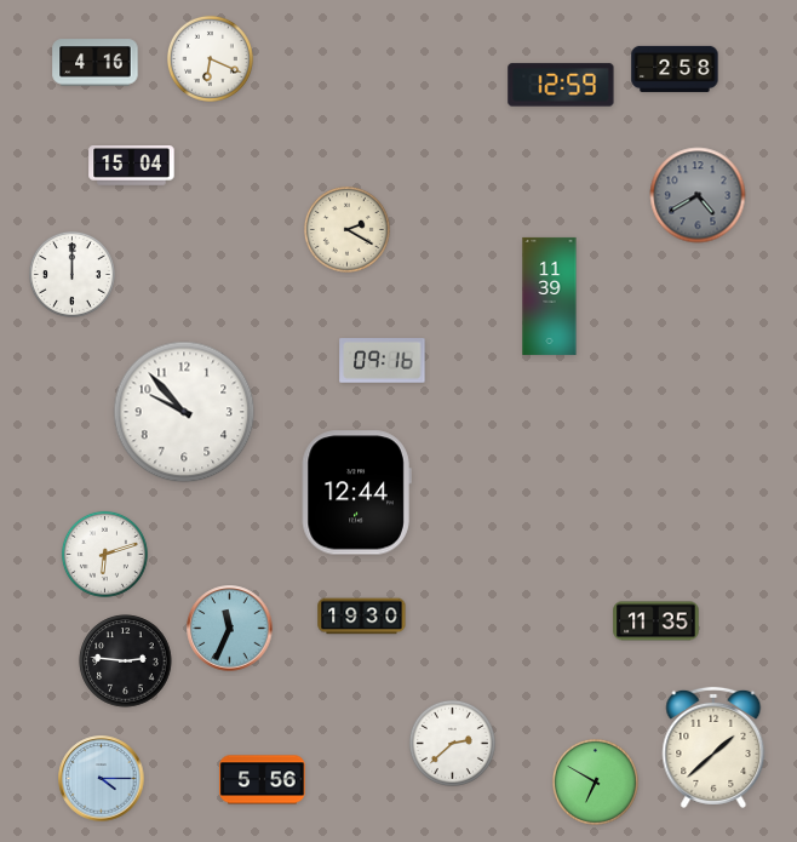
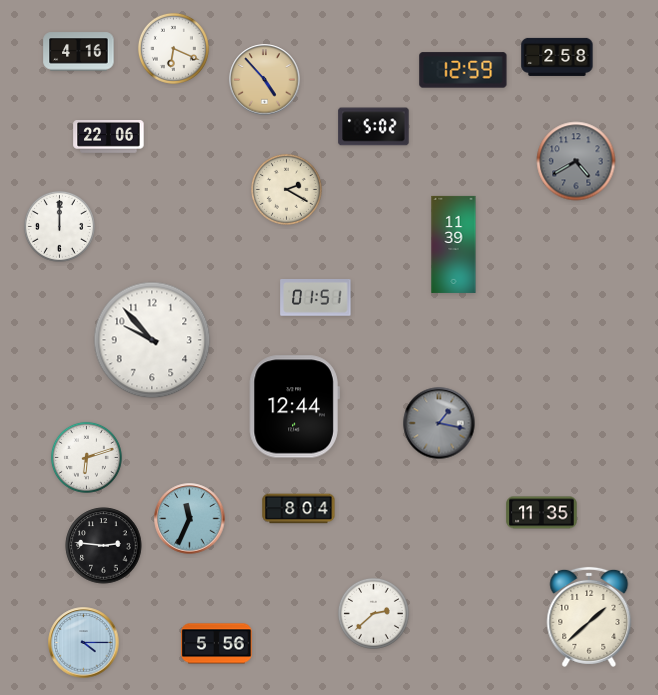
clock at (265, 80): none -> 4:53
clock at (374, 127): none -> 5:02
clock at (132, 166): 15:04 -> 22:06
clock at (383, 361): 09:16 -> 01:51
clock at (439, 423): none -> 1:17
clock at (362, 617): 19:30 -> 8:04
clock at (595, 781): 6:50 -> none
